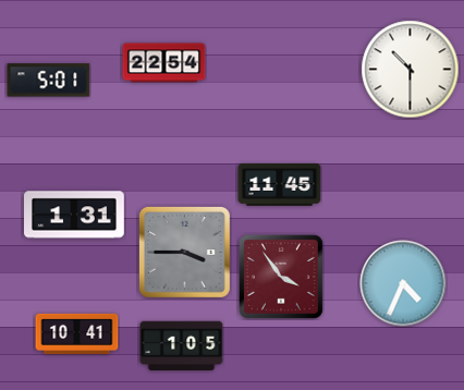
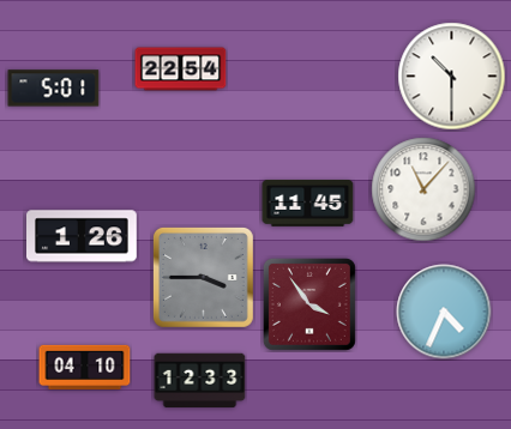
clock at (423, 189): none -> 11:07
clock at (75, 215): 1:31 -> 1:26
clock at (77, 333): 10:41 -> 04:10
clock at (182, 346): 1:05 -> 12:33
